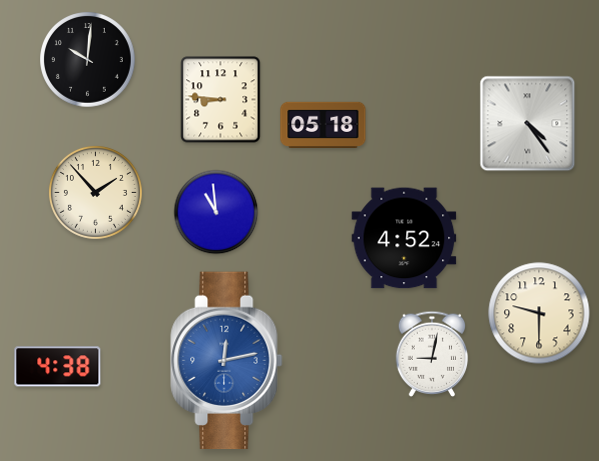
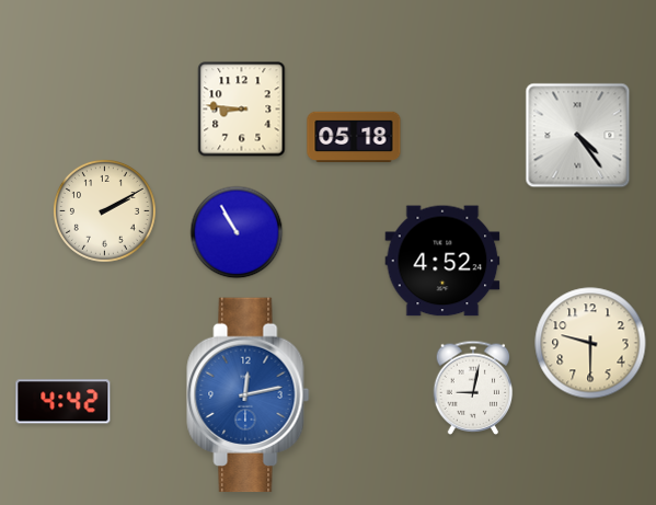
clock at (88, 60): 10:01 -> none
clock at (95, 192): 1:53 -> 2:10
clock at (216, 212): 10:59 -> 10:55
clock at (58, 367): 4:38 -> 4:42
